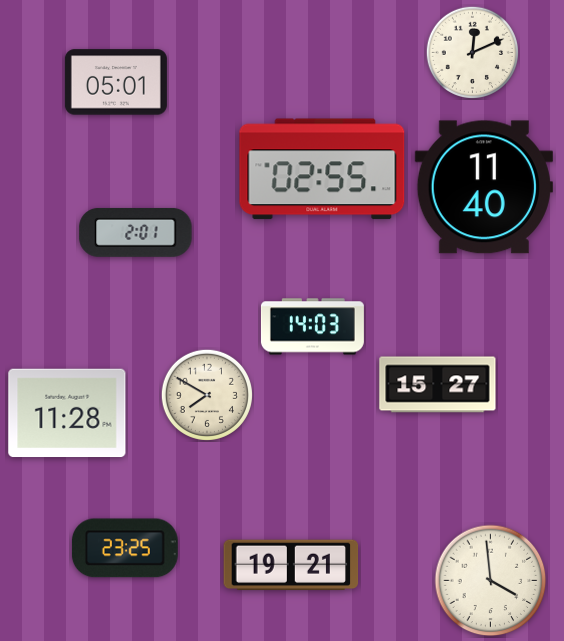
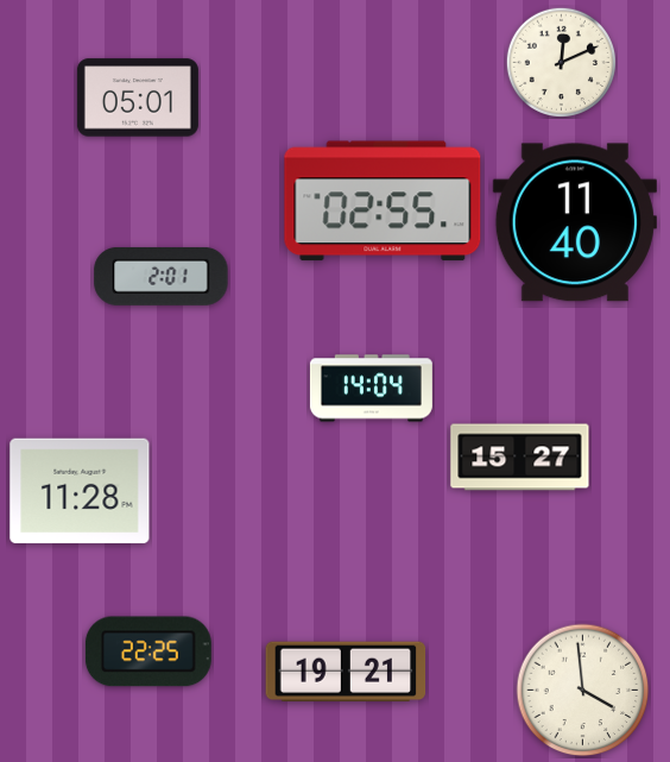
clock at (312, 327): 14:03 -> 14:04
clock at (206, 394): 7:50 -> none
clock at (125, 548): 23:25 -> 22:25
